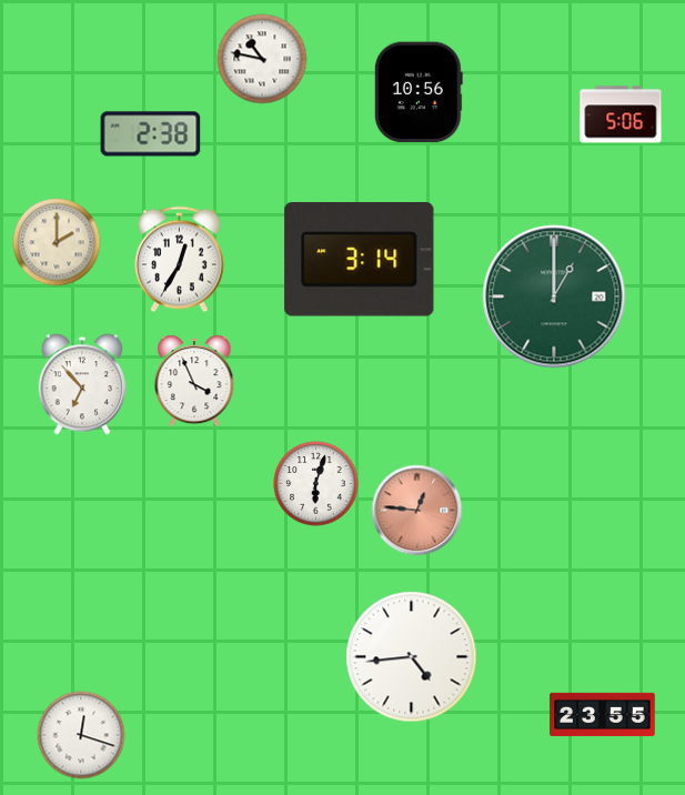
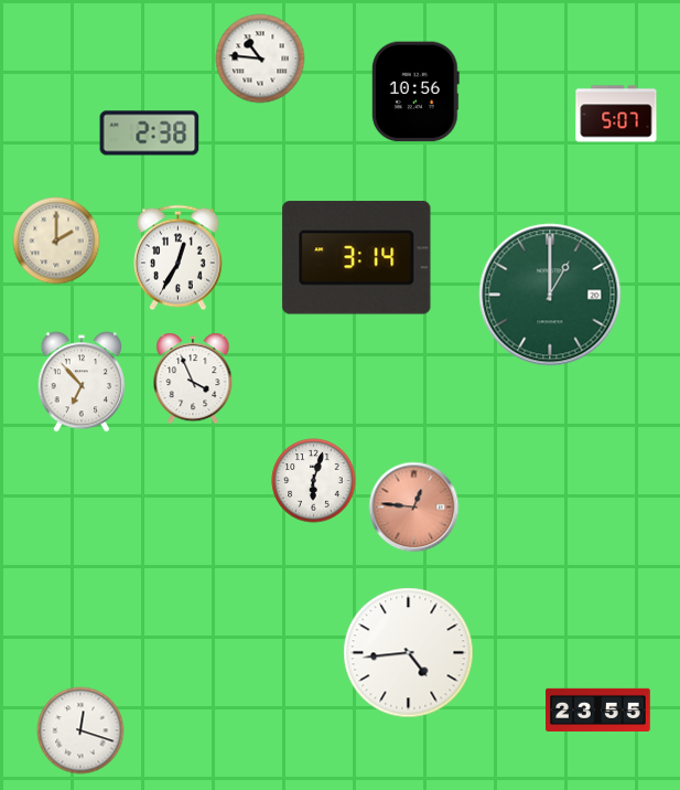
clock at (262, 59): 10:47 -> 10:46
clock at (621, 114): 5:06 -> 5:07
